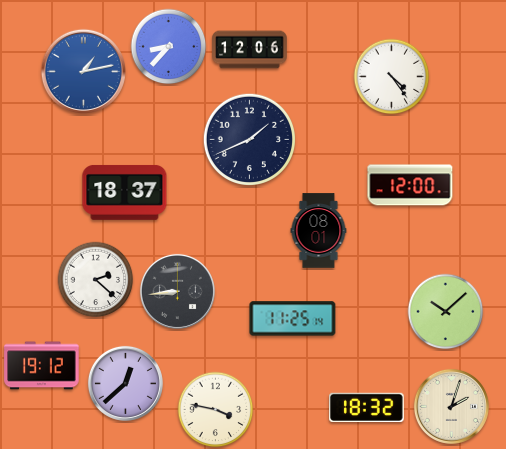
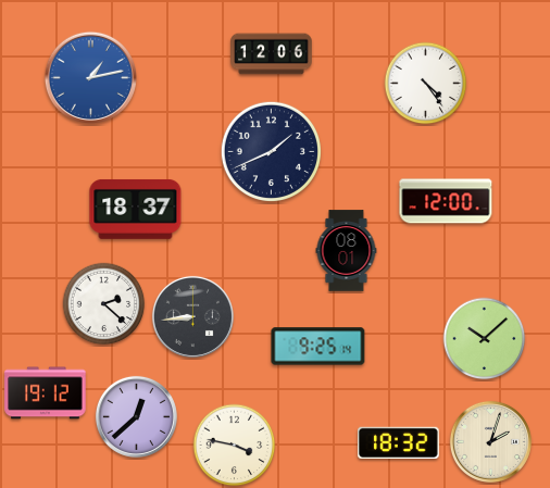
clock at (169, 47): 8:37 -> none
clock at (293, 319): 11:25 -> 9:25
clock at (42, 366) position: (42, 366) -> (46, 393)
